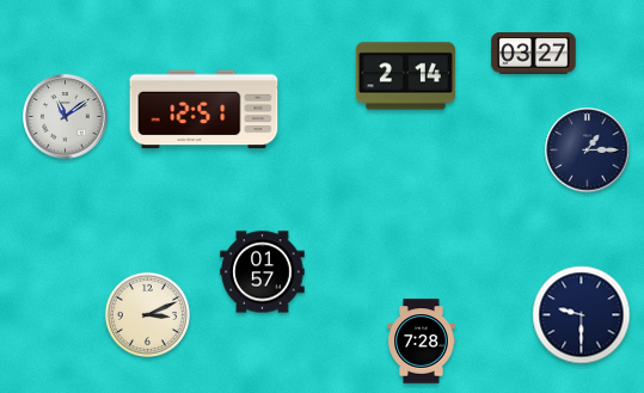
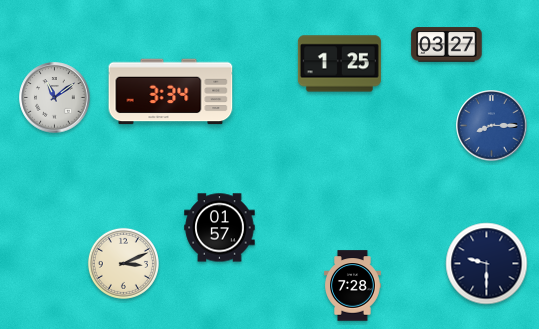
clock at (405, 76): 2:14 -> 1:25
clock at (204, 110): 12:51 -> 3:34
clock at (588, 151): 1:15 -> 8:15
clock at (588, 151) dial: navy -> blue
